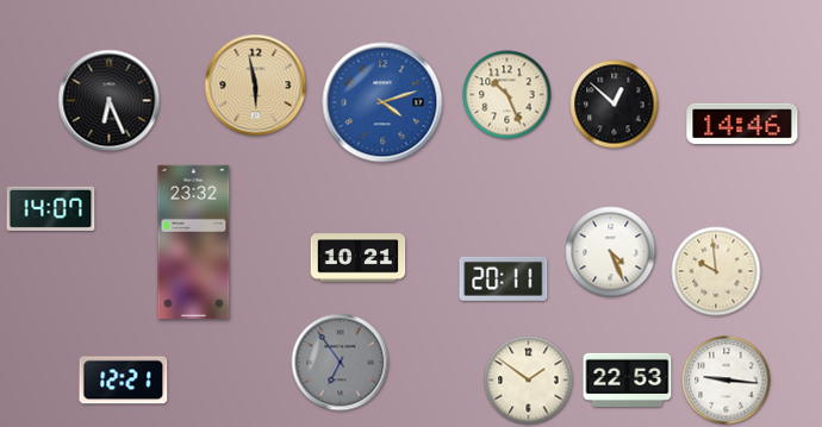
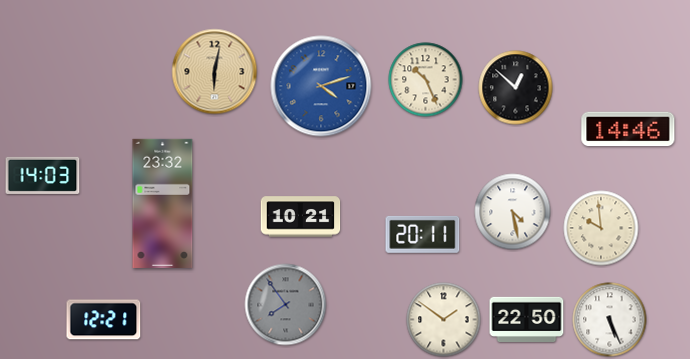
clock at (256, 86): 5:58 -> 6:02
clock at (110, 101): 6:26 -> none
clock at (742, 124) position: (742, 124) -> (628, 129)
clock at (51, 208): 14:07 -> 14:03
clock at (611, 252): 4:26 -> 4:28
clock at (341, 363): 6:54 -> 7:54
clock at (628, 379): 22:53 -> 22:50
clock at (727, 381): 9:16 -> 5:26
